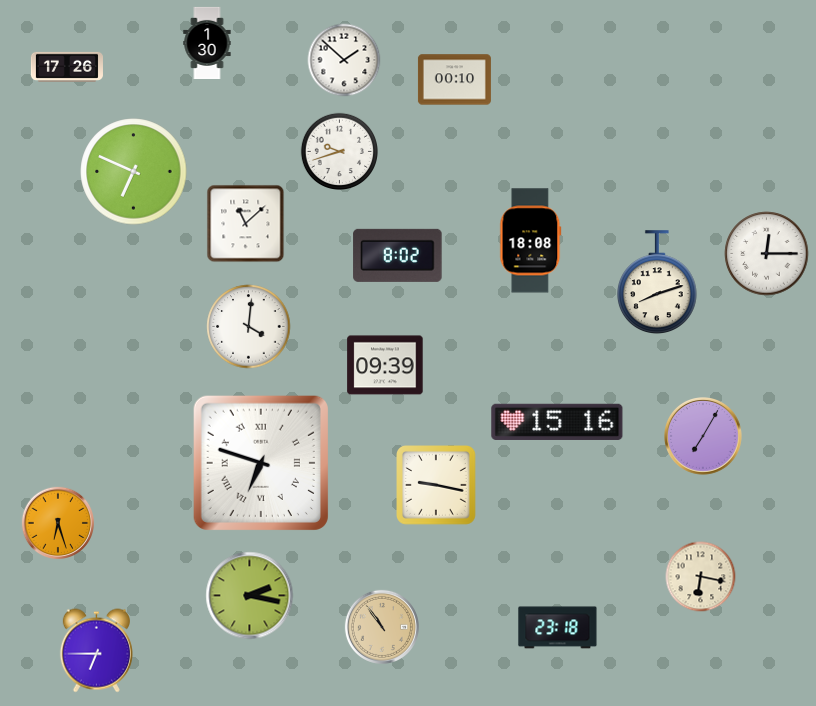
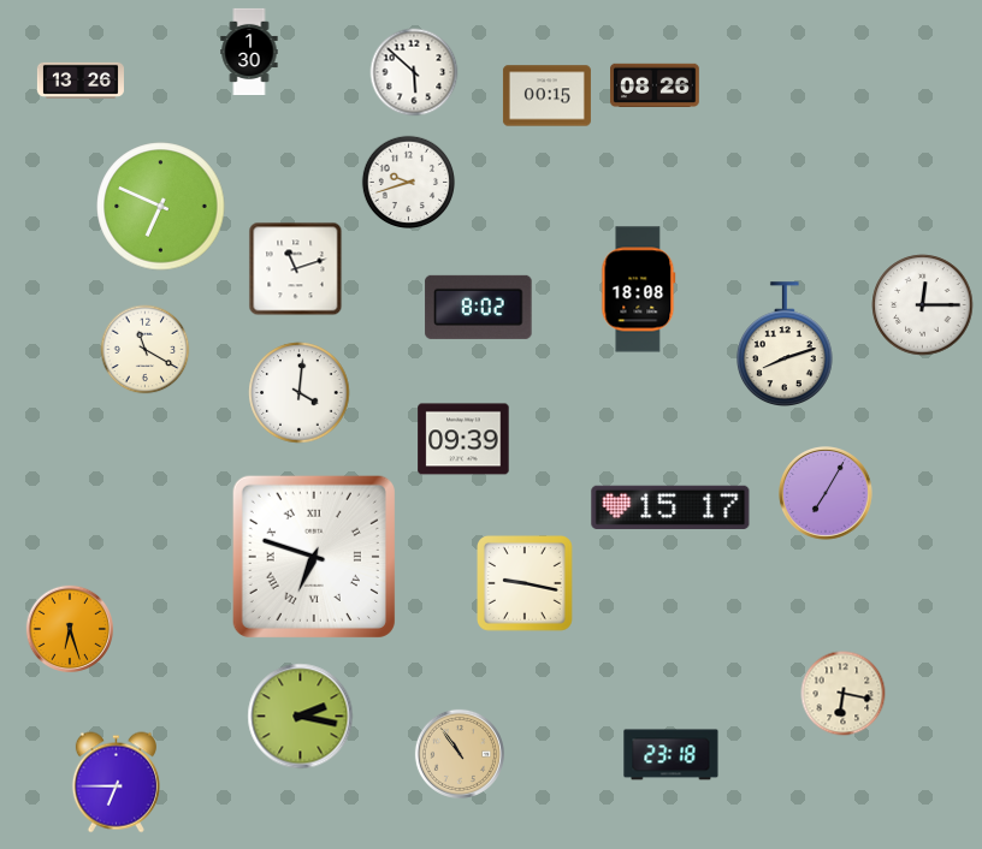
clock at (344, 60): 1:52 -> 5:52
clock at (67, 67): 17:26 -> 13:26
clock at (656, 84): none -> 08:26
clock at (454, 80): 00:10 -> 00:15
clock at (246, 224): 11:08 -> 11:12
clock at (657, 282) position: (657, 282) -> (785, 344)
clock at (146, 350): none -> 11:20
clock at (557, 422): 15:16 -> 15:17
clock at (704, 437) position: (704, 437) -> (827, 494)
